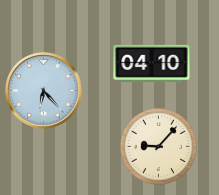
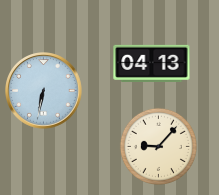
clock at (152, 63): 04:10 -> 04:13
clock at (44, 91): 6:23 -> 6:32
